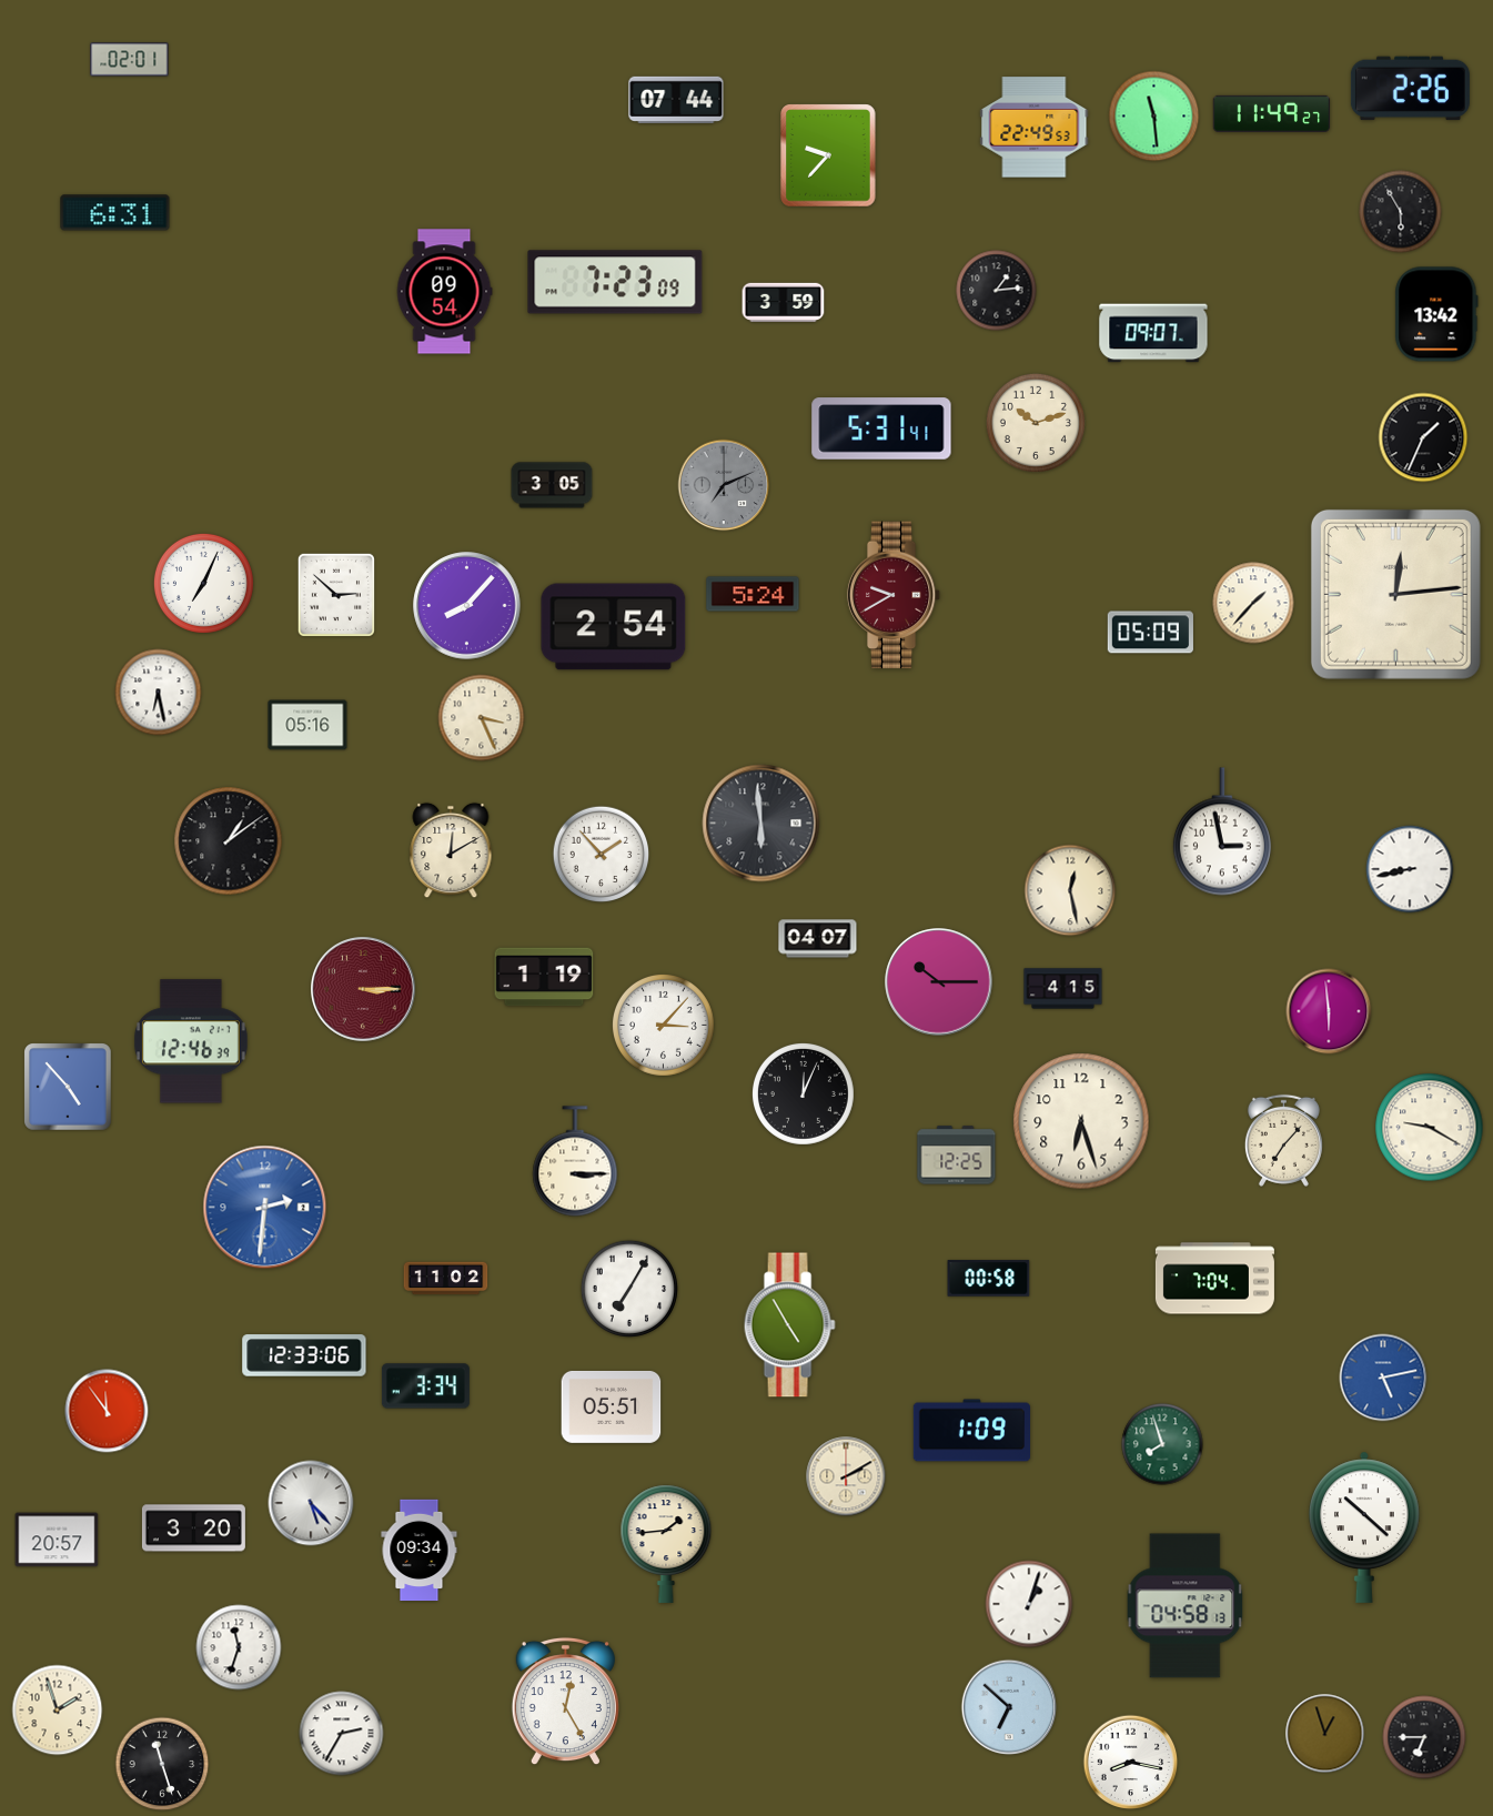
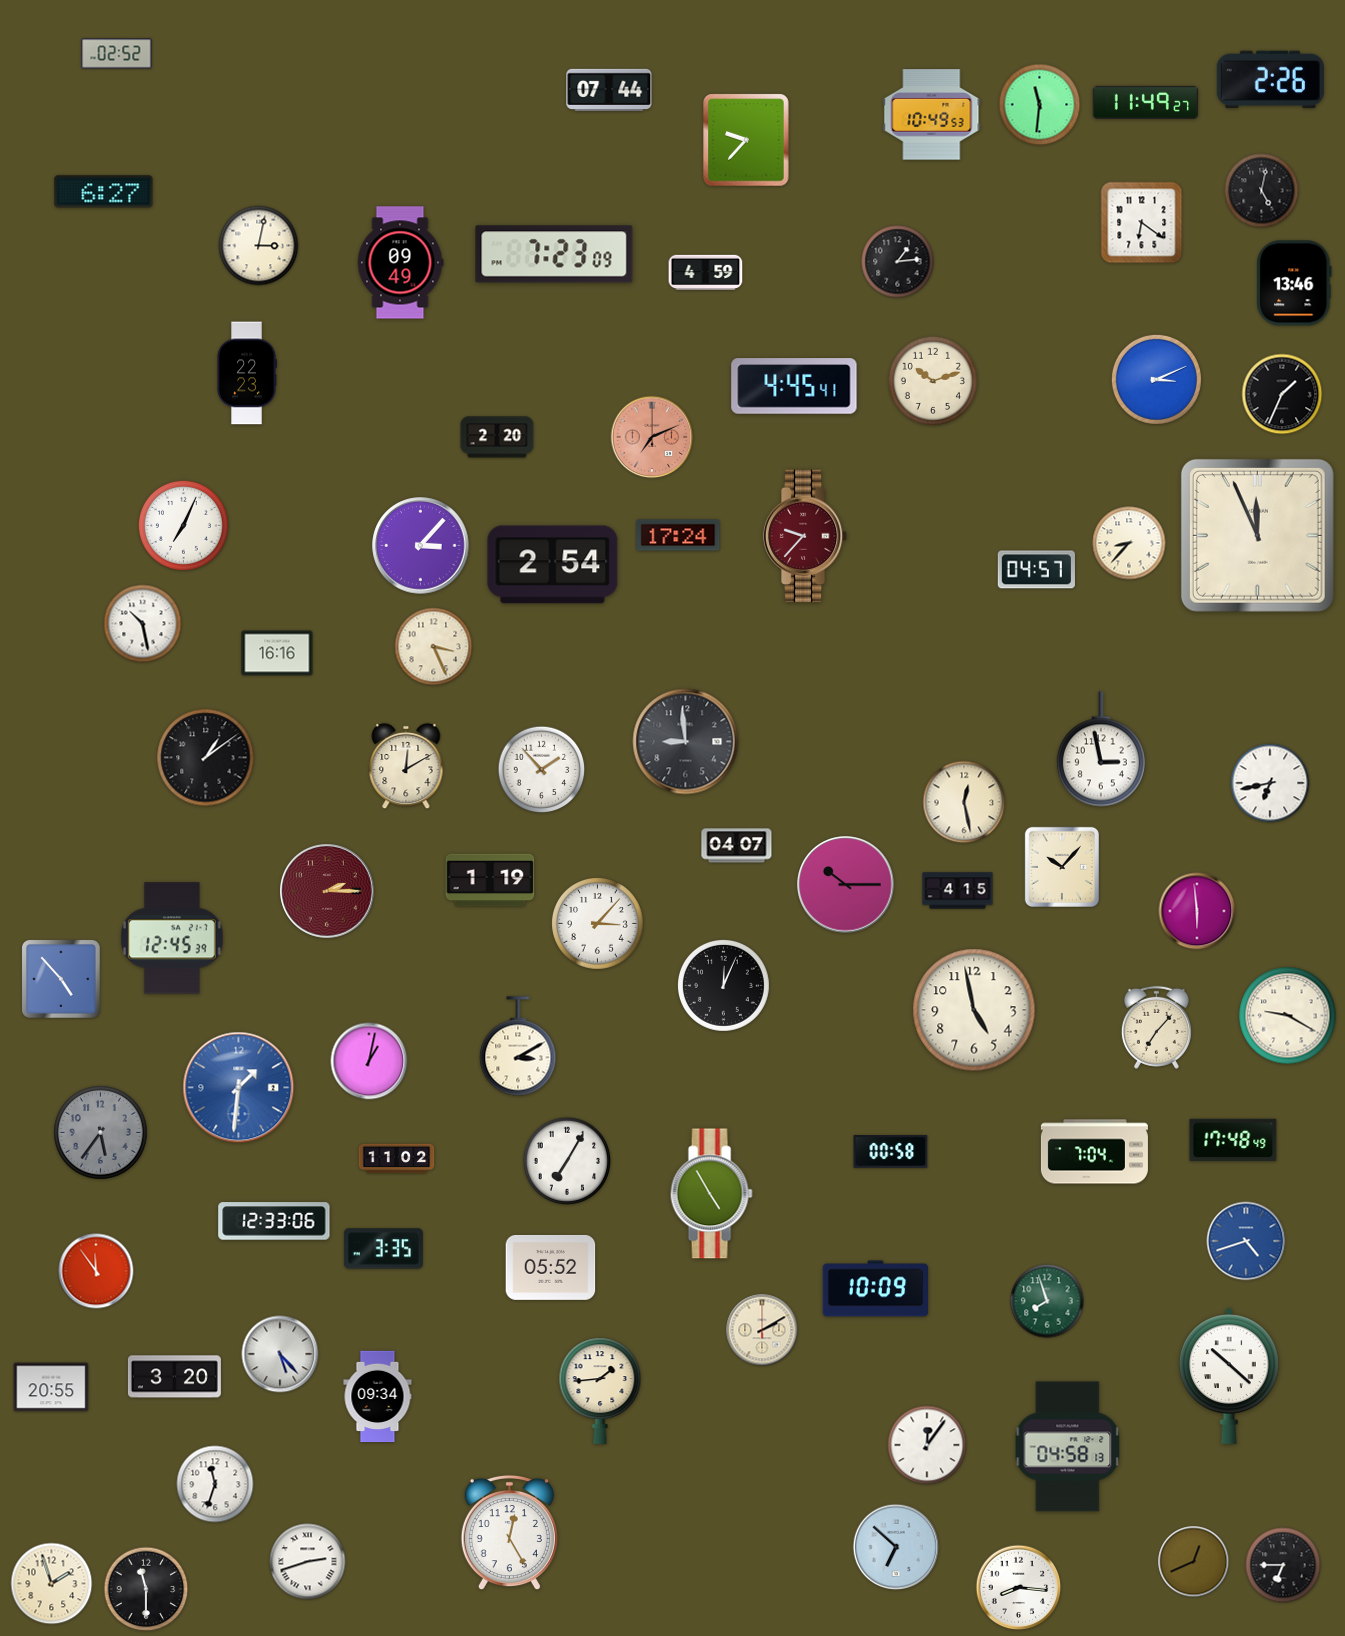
clock at (130, 60): 02:01 -> 02:52
clock at (1154, 117): 11:29 -> 11:31
clock at (1035, 128): 22:49 -> 10:49
clock at (1401, 212): 5:55 -> 5:02
clock at (115, 213): 6:31 -> 6:27
clock at (1142, 223): none -> 6:21
clock at (259, 246): none -> 3:02
clock at (444, 292): 09:54 -> 09:49
clock at (784, 302): 3:59 -> 4:59
clock at (1436, 314): 13:42 -> 13:46
clock at (1153, 333): 09:07 -> none
clock at (247, 373): none -> 22:23
clock at (1156, 379): none -> 3:11
clock at (881, 428): 5:31 -> 4:45
clock at (552, 485): 3:05 -> 2:20
clock at (724, 485) dial: grey -> salmon
clock at (336, 594): 2:52 -> none
clock at (753, 594): 5:24 -> 17:24
clock at (1395, 594): 12:14 -> 11:56
clock at (894, 595): 9:40 -> 9:37
clock at (1253, 603): 1:37 -> 8:37
clock at (467, 606): 8:07 -> 3:07
clock at (1150, 633): 05:09 -> 04:57
clock at (159, 693): 6:28 -> 10:28
clock at (307, 725): 05:16 -> 16:16
clock at (761, 824): 5:59 -> 8:59
clock at (1410, 869): 8:43 -> 6:43
clock at (1062, 867): none -> 10:07
clock at (364, 990): 3:15 -> 2:15
clock at (191, 1041): 12:46 -> 12:45
clock at (1081, 1121): 6:27 -> 4:58
clock at (957, 1156): 12:25 -> none
clock at (575, 1161): 3:15 -> 3:10
clock at (369, 1061): none -> 1:02
clock at (265, 1208): 2:31 -> 1:31
clock at (101, 1133): none -> 5:36
clock at (1233, 1140): none -> 17:48
clock at (446, 1279) position: (446, 1279) -> (397, 1159)
clock at (1383, 1378): 5:13 -> 4:42
clock at (425, 1386): 3:34 -> 3:35
clock at (612, 1406): 05:51 -> 05:52
clock at (972, 1431): 1:09 -> 10:09
clock at (57, 1540): 20:57 -> 20:55
clock at (1029, 1604): 1:03 -> 12:06
clock at (1009, 1707) position: (1009, 1707) -> (896, 1547)
clock at (58, 1711) position: (58, 1711) -> (52, 1584)
clock at (342, 1734): 2:35 -> 2:42
clock at (1325, 1734): 12:57 -> 12:41
clock at (1131, 1763): 8:17 -> 8:16
clock at (162, 1764): 11:27 -> 11:30
